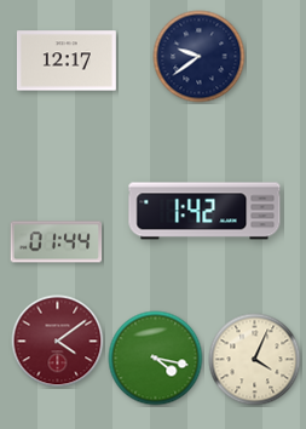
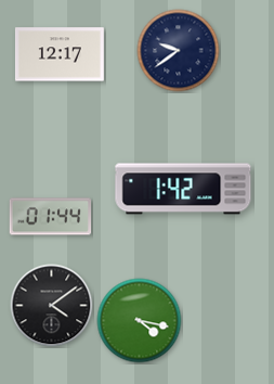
clock at (58, 342) dial: burgundy -> black
clock at (255, 360): 4:04 -> none
